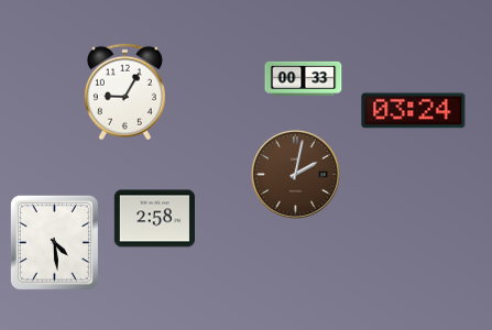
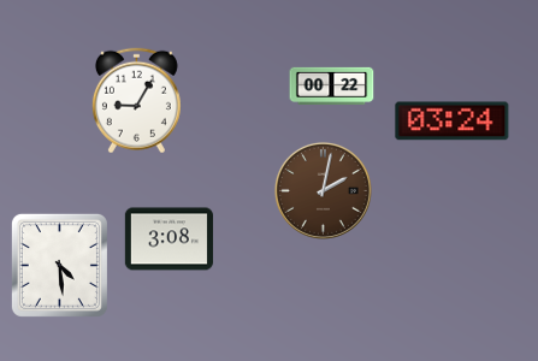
clock at (304, 78): 00:33 -> 00:22
clock at (154, 219): 2:58 -> 3:08
